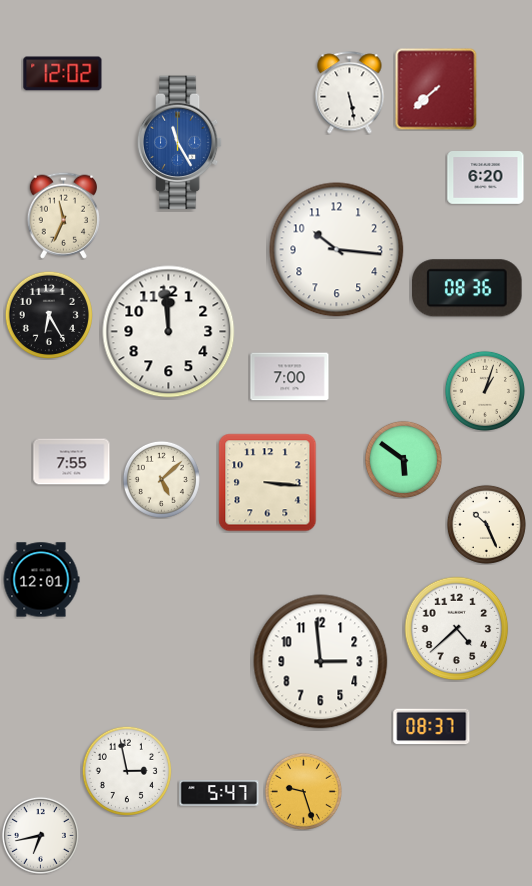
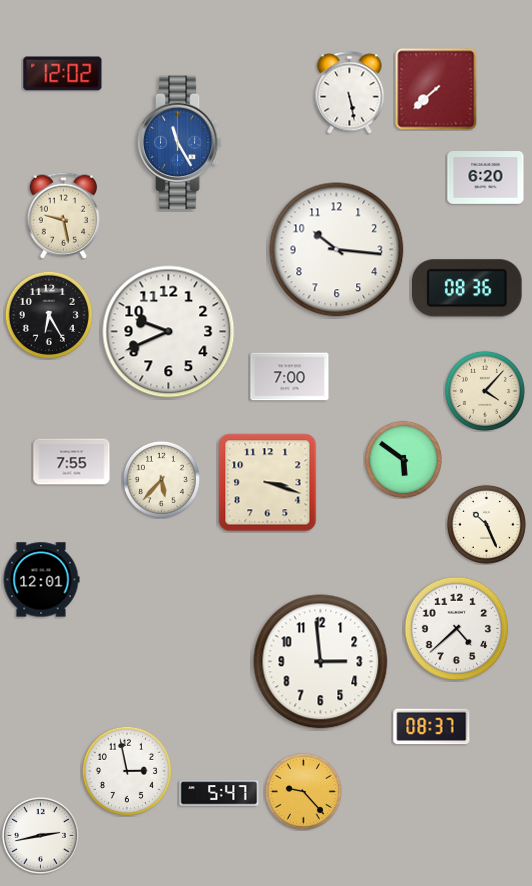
clock at (63, 215): 11:34 -> 9:28
clock at (169, 332): 11:59 -> 9:41
clock at (485, 391): 1:03 -> 4:07
clock at (161, 479): 5:08 -> 5:37
clock at (268, 483): 3:16 -> 3:18
clock at (303, 791): 9:27 -> 9:23
clock at (40, 835): 6:43 -> 2:43
